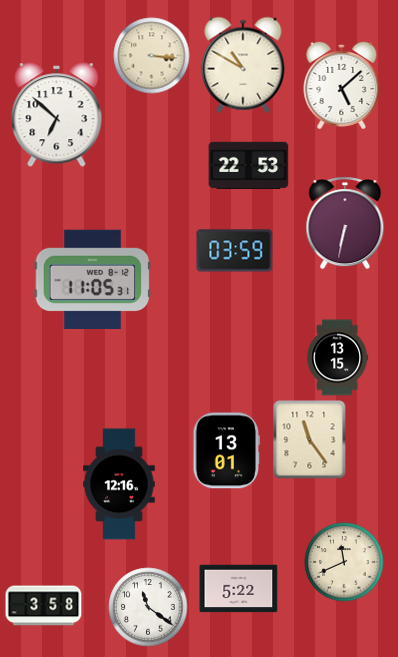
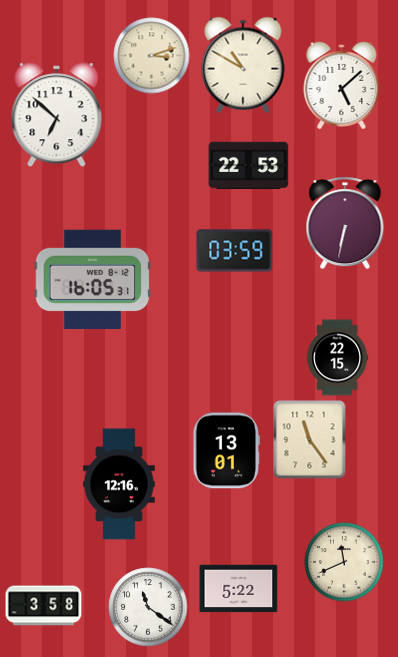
clock at (152, 56): 3:16 -> 3:12
clock at (93, 279): 11:05 -> 16:05
clock at (338, 358): 13:15 -> 22:15
